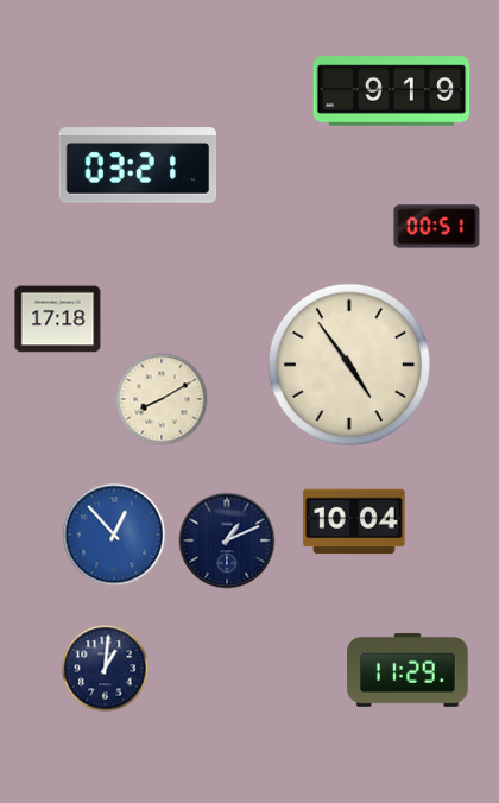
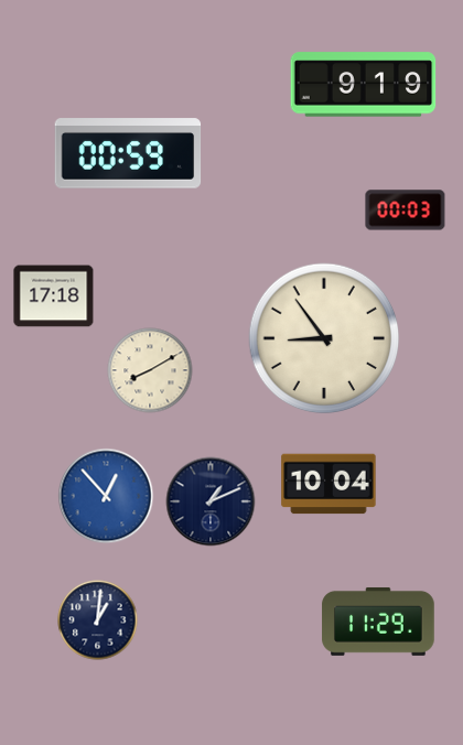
clock at (138, 165): 03:21 -> 00:59
clock at (437, 227): 00:51 -> 00:03
clock at (349, 365): 4:54 -> 8:54
